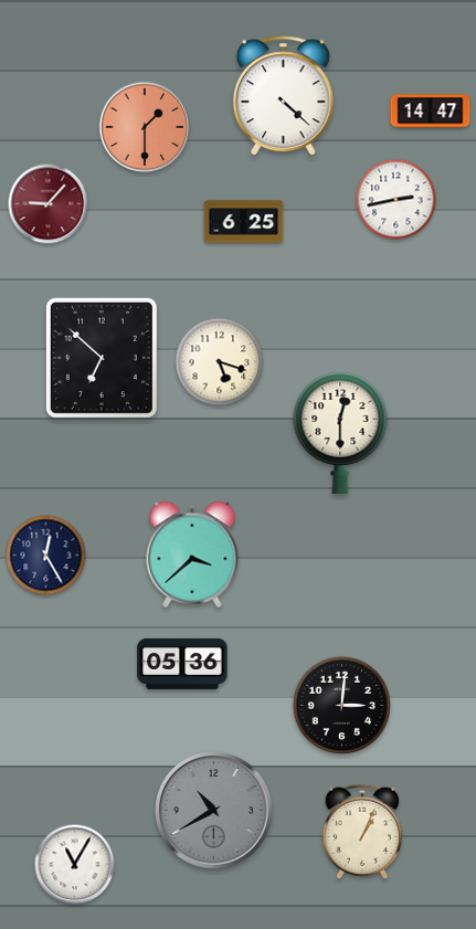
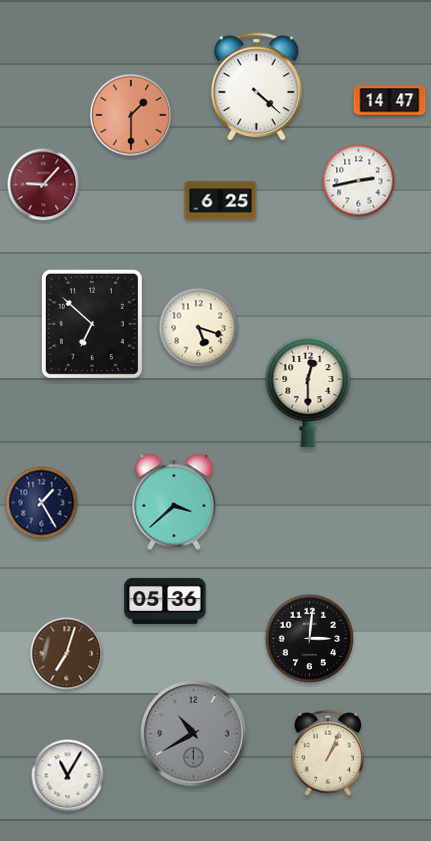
clock at (46, 556): 12:25 -> 1:25
clock at (67, 654): none -> 7:03
clock at (75, 865) position: (75, 865) -> (68, 776)
